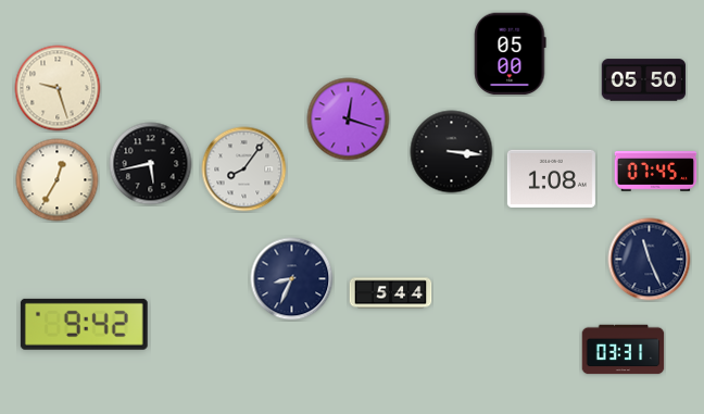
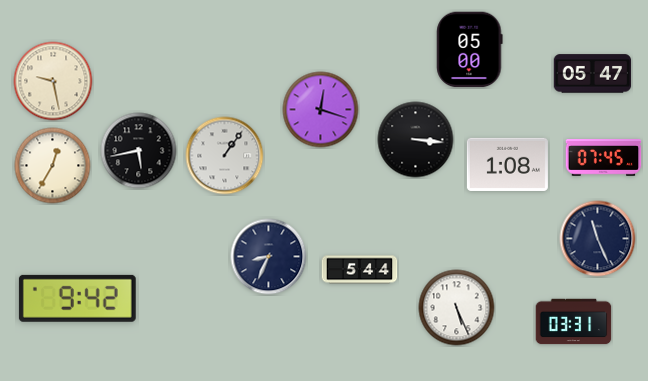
clock at (644, 80): 05:50 -> 05:47
clock at (58, 88): 9:27 -> 9:28
clock at (244, 170): 8:06 -> 1:06
clock at (457, 308): none -> 5:26
